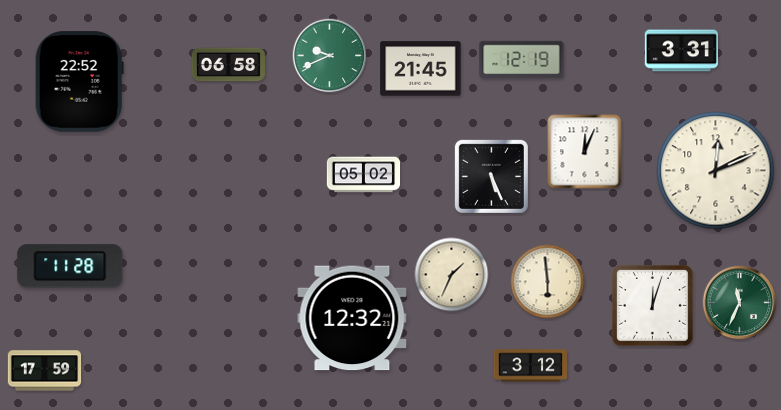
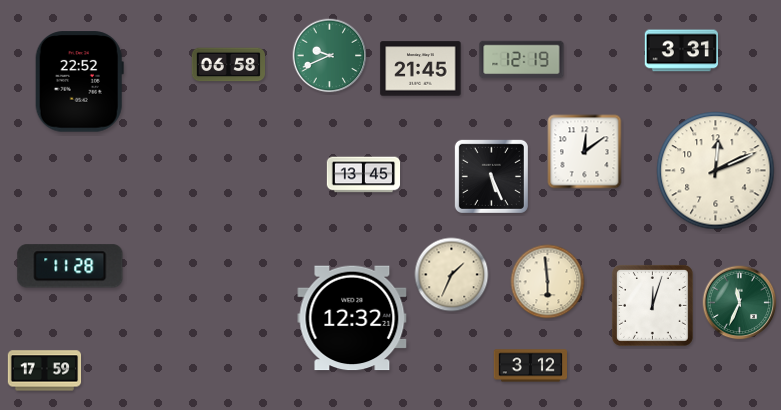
clock at (585, 152): 12:04 -> 12:09
clock at (364, 175): 05:02 -> 13:45
